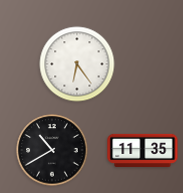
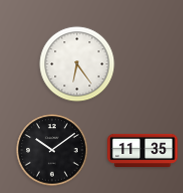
clock at (52, 150): 10:40 -> 10:09
